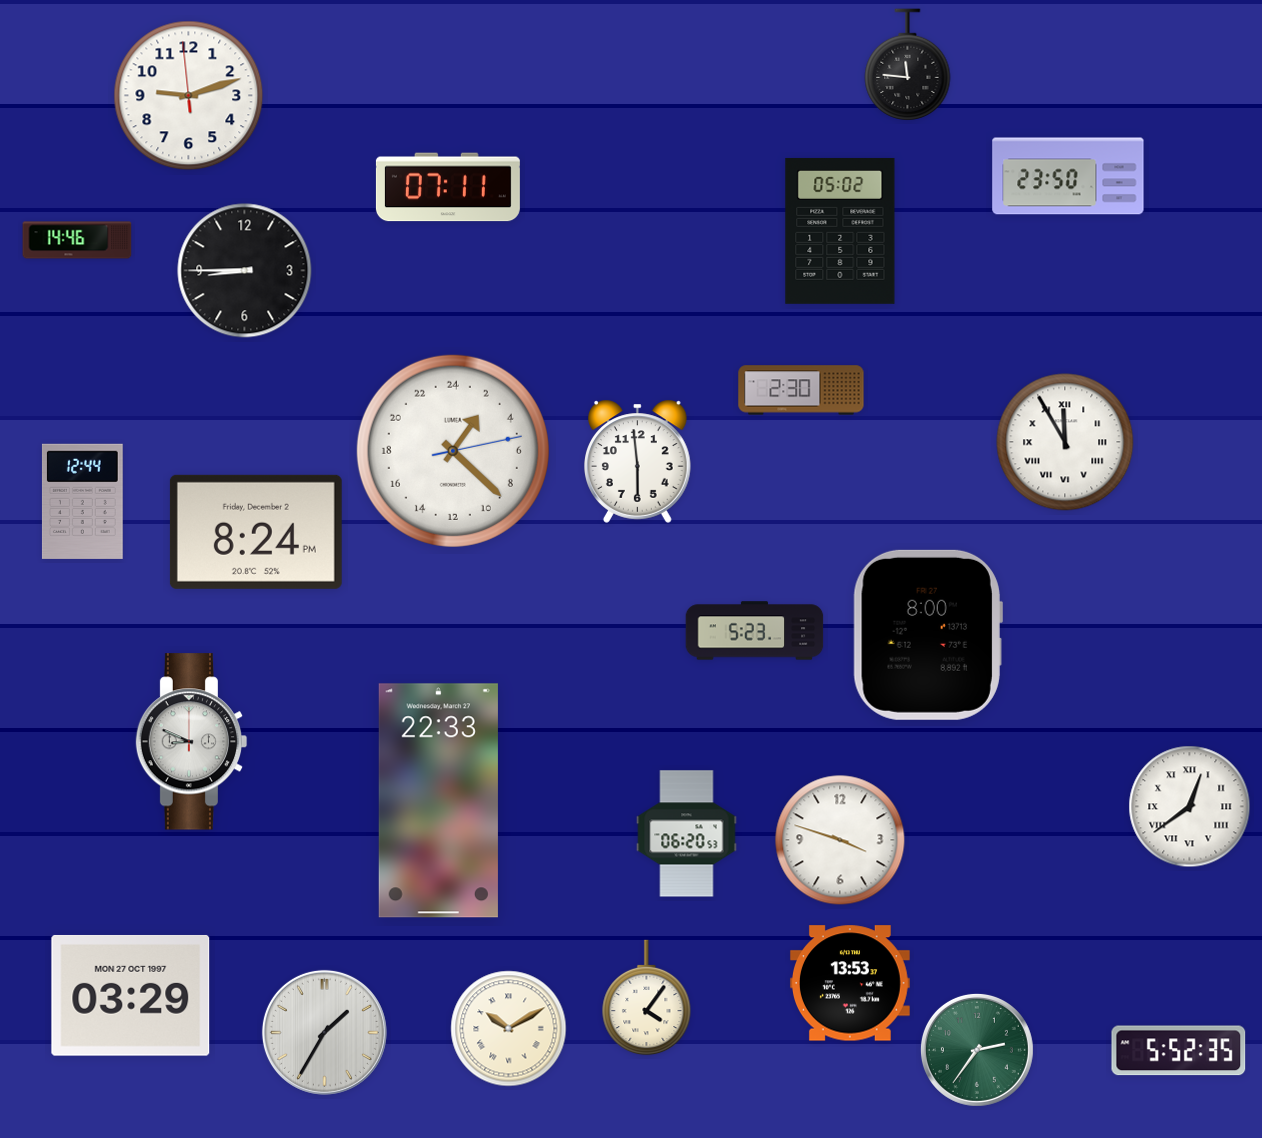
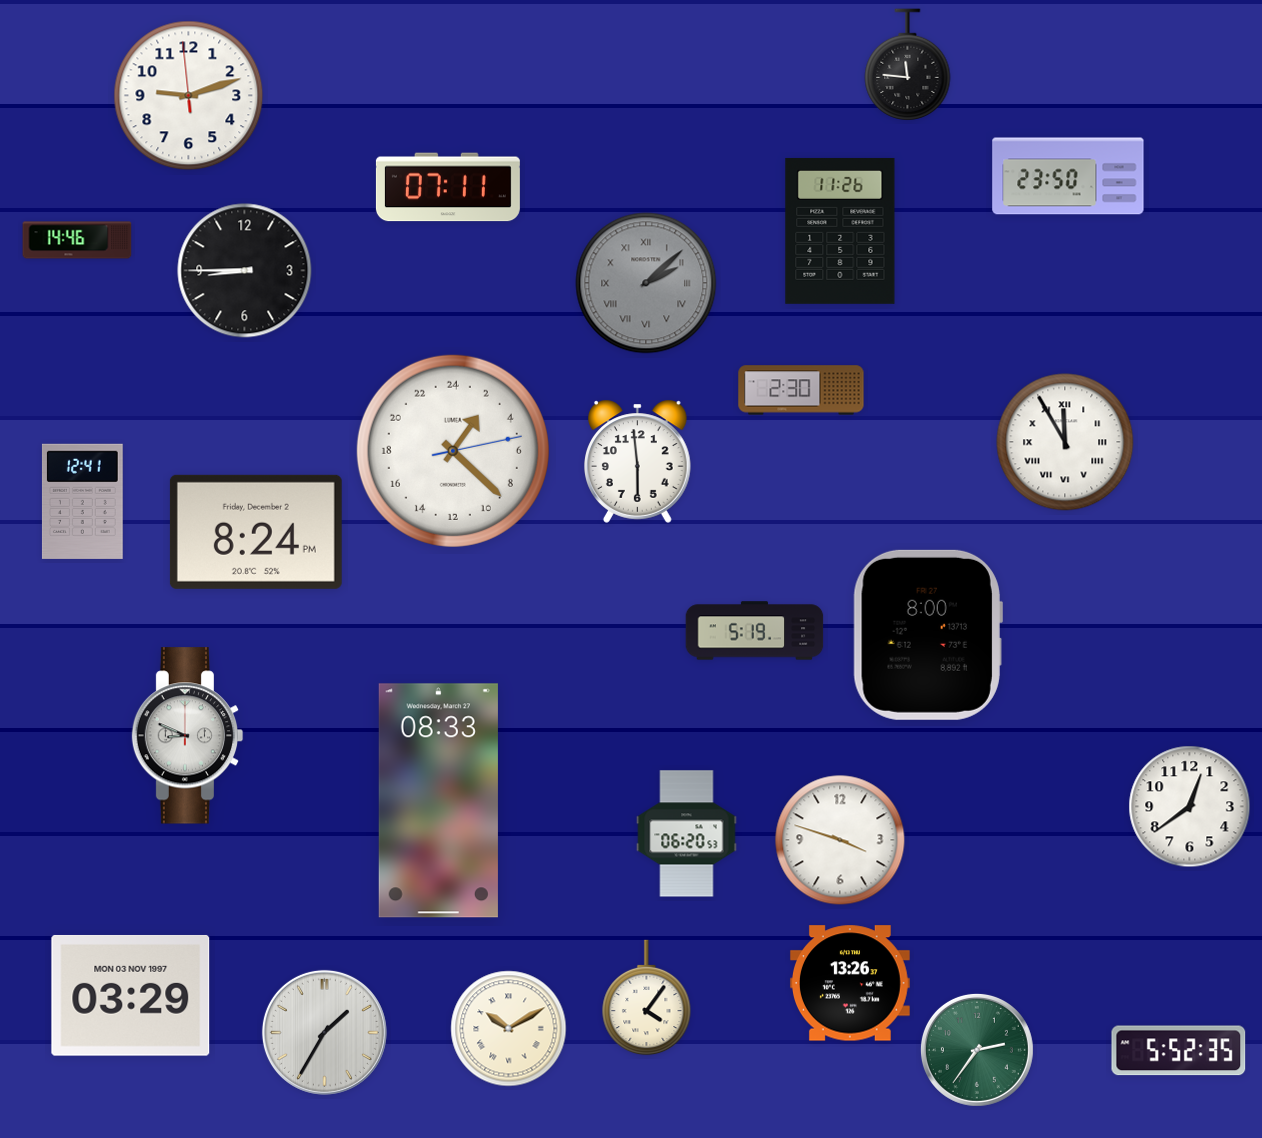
clock at (840, 231): 05:02 -> 11:26
clock at (646, 283): none -> 2:08
clock at (82, 501): 12:44 -> 12:41
clock at (755, 631): 5:23 -> 5:19
clock at (192, 742) position: (192, 742) -> (188, 736)
clock at (438, 801): 22:33 -> 08:33
clock at (1190, 807) numerals: Roman -> Arabic
clock at (850, 983): 13:53 -> 13:26
clock at (131, 995) date: MON 27 OCT 1997 -> MON 03 NOV 1997
